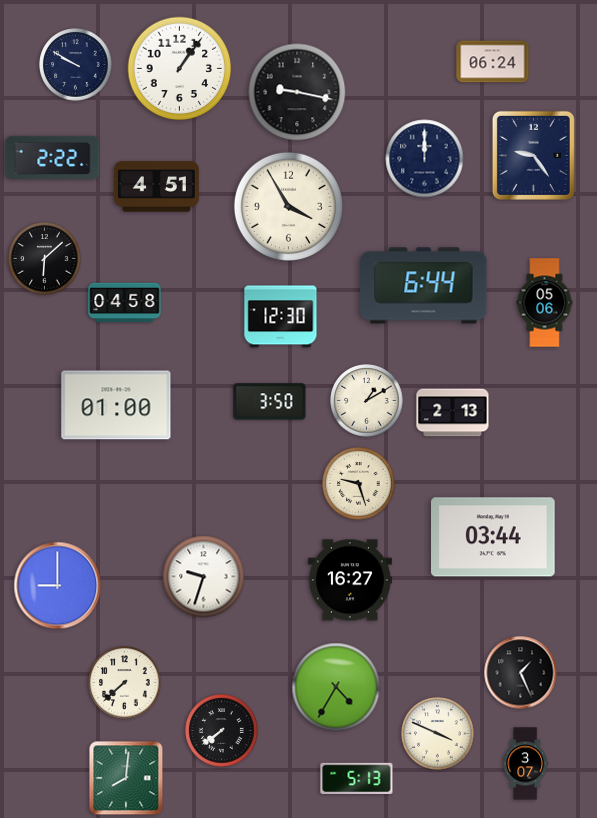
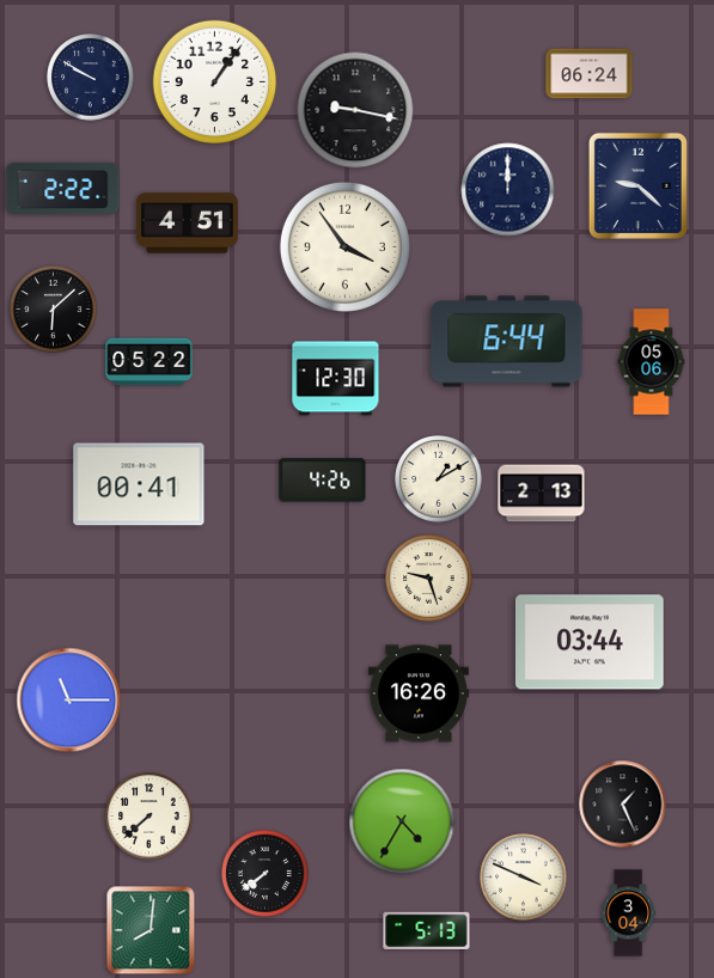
clock at (533, 155): 9:24 -> 9:22
clock at (288, 206): 3:55 -> 3:54
clock at (125, 303): 04:58 -> 05:22
clock at (270, 402): 3:50 -> 4:26
clock at (116, 405): 01:00 -> 00:41
clock at (204, 577): 9:33 -> none
clock at (350, 580): 16:27 -> 16:26
clock at (58, 586): 9:00 -> 11:15
clock at (526, 764): 3:07 -> 3:04
